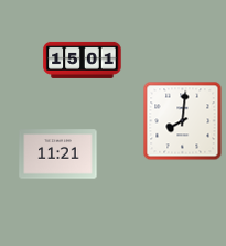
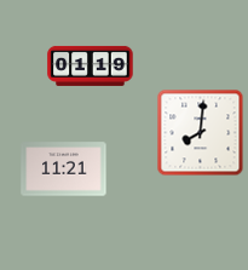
clock at (83, 60): 15:01 -> 01:19
